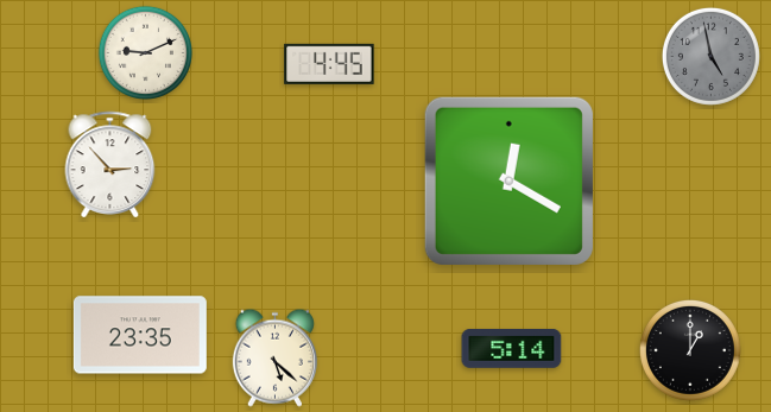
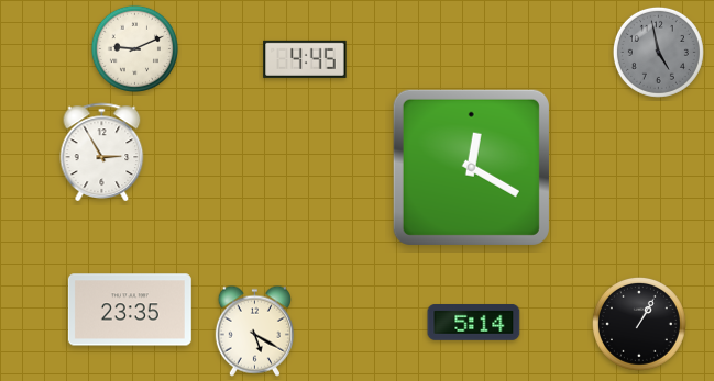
clock at (110, 164): 2:53 -> 2:55
clock at (690, 350): 1:00 -> 1:05
clock at (274, 357): 5:22 -> 5:20
